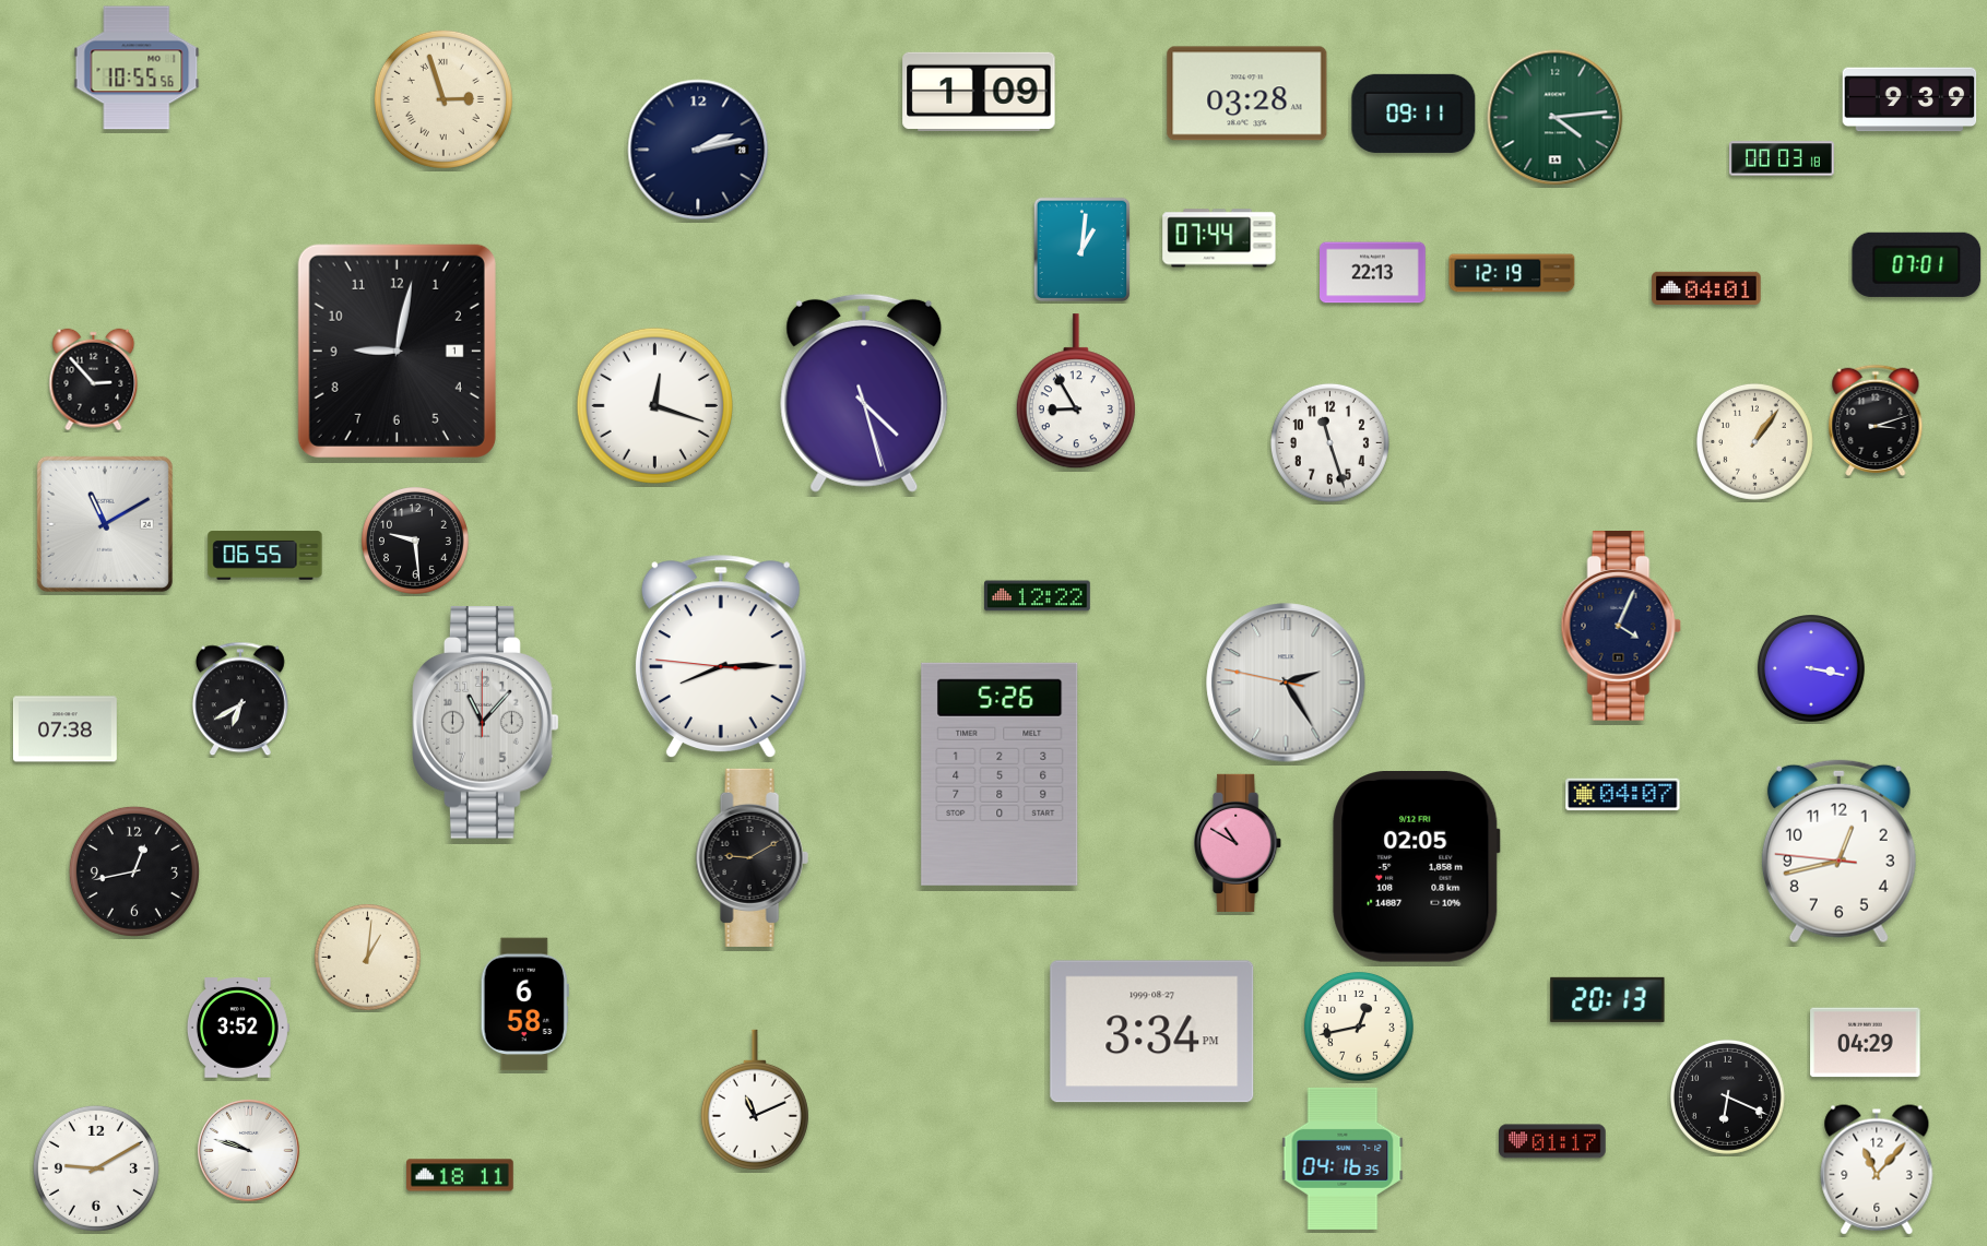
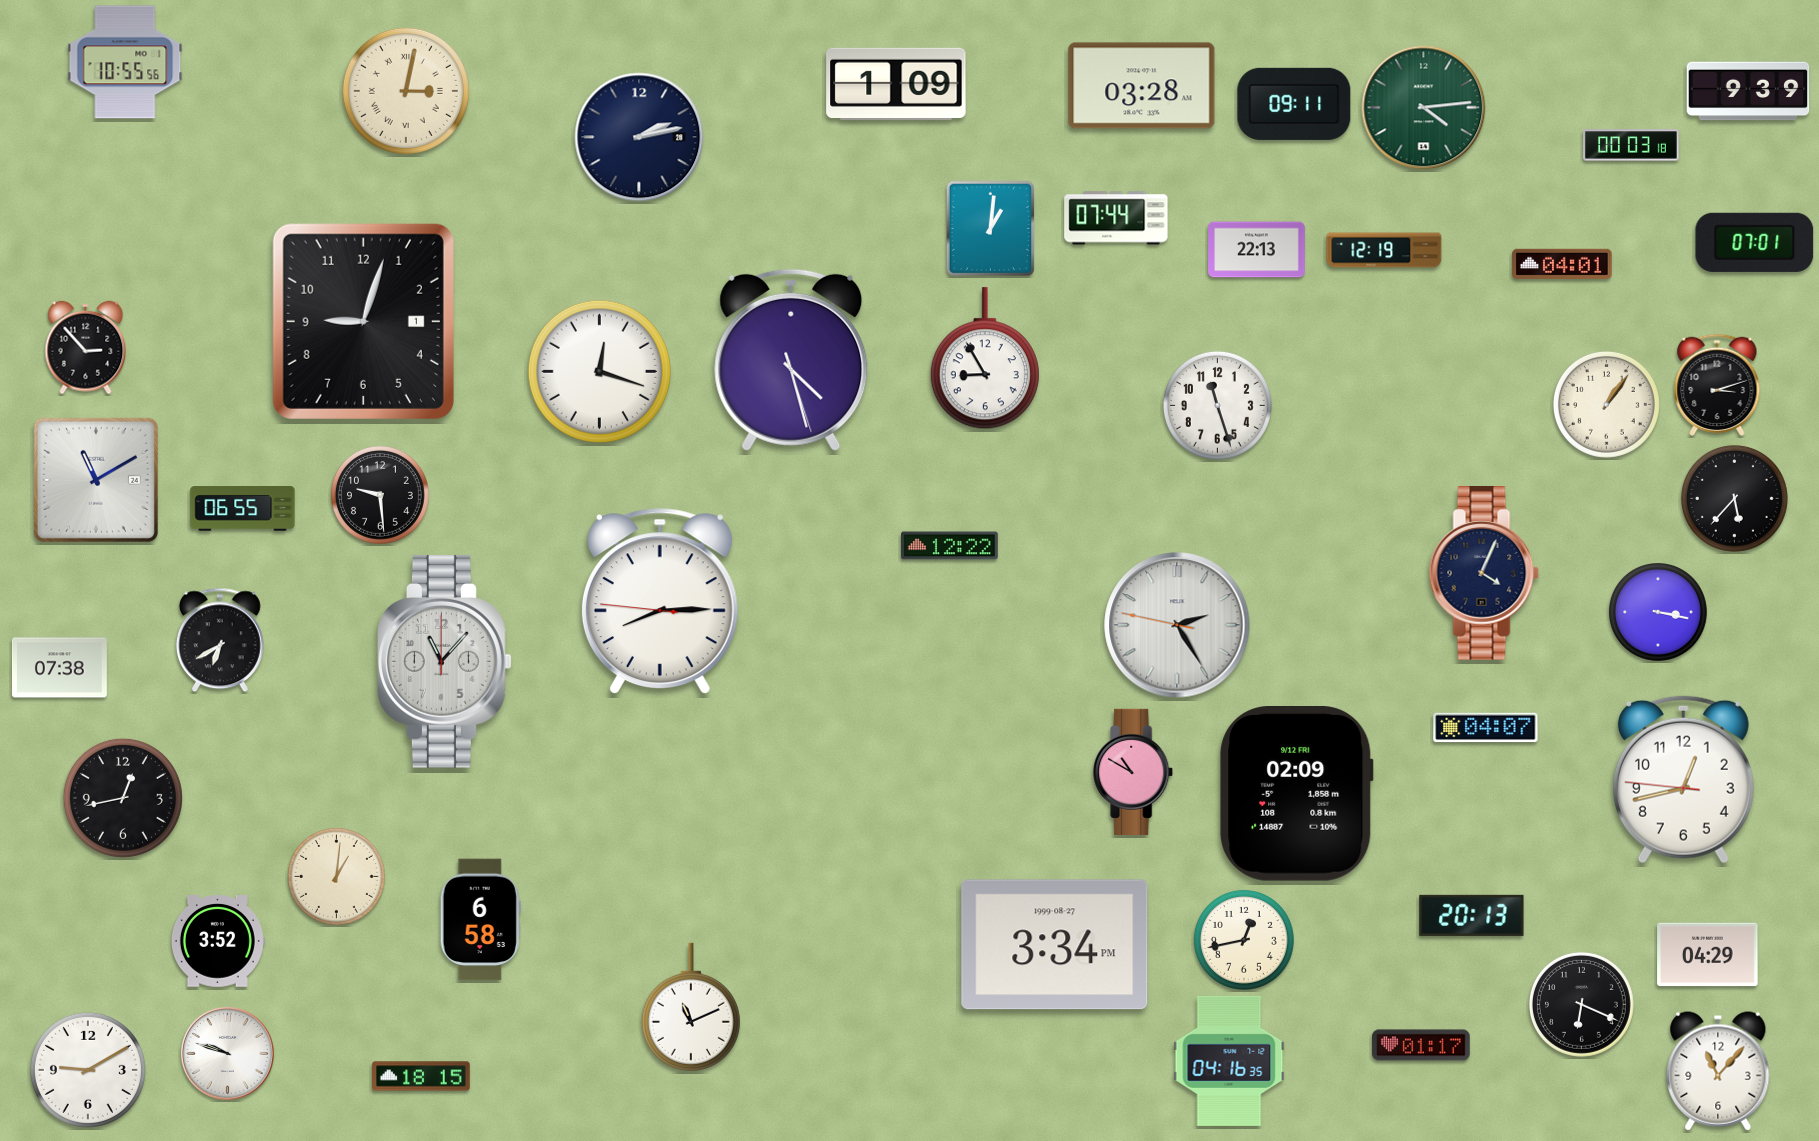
clock at (443, 99): 2:57 -> 3:02
clock at (397, 351): 9:02 -> 9:03
clock at (1734, 498): none -> 5:37
clock at (1000, 774): 5:26 -> none
clock at (752, 857): 9:10 -> none
clock at (1417, 867): 02:05 -> 02:09
clock at (460, 1175): 18:11 -> 18:15
